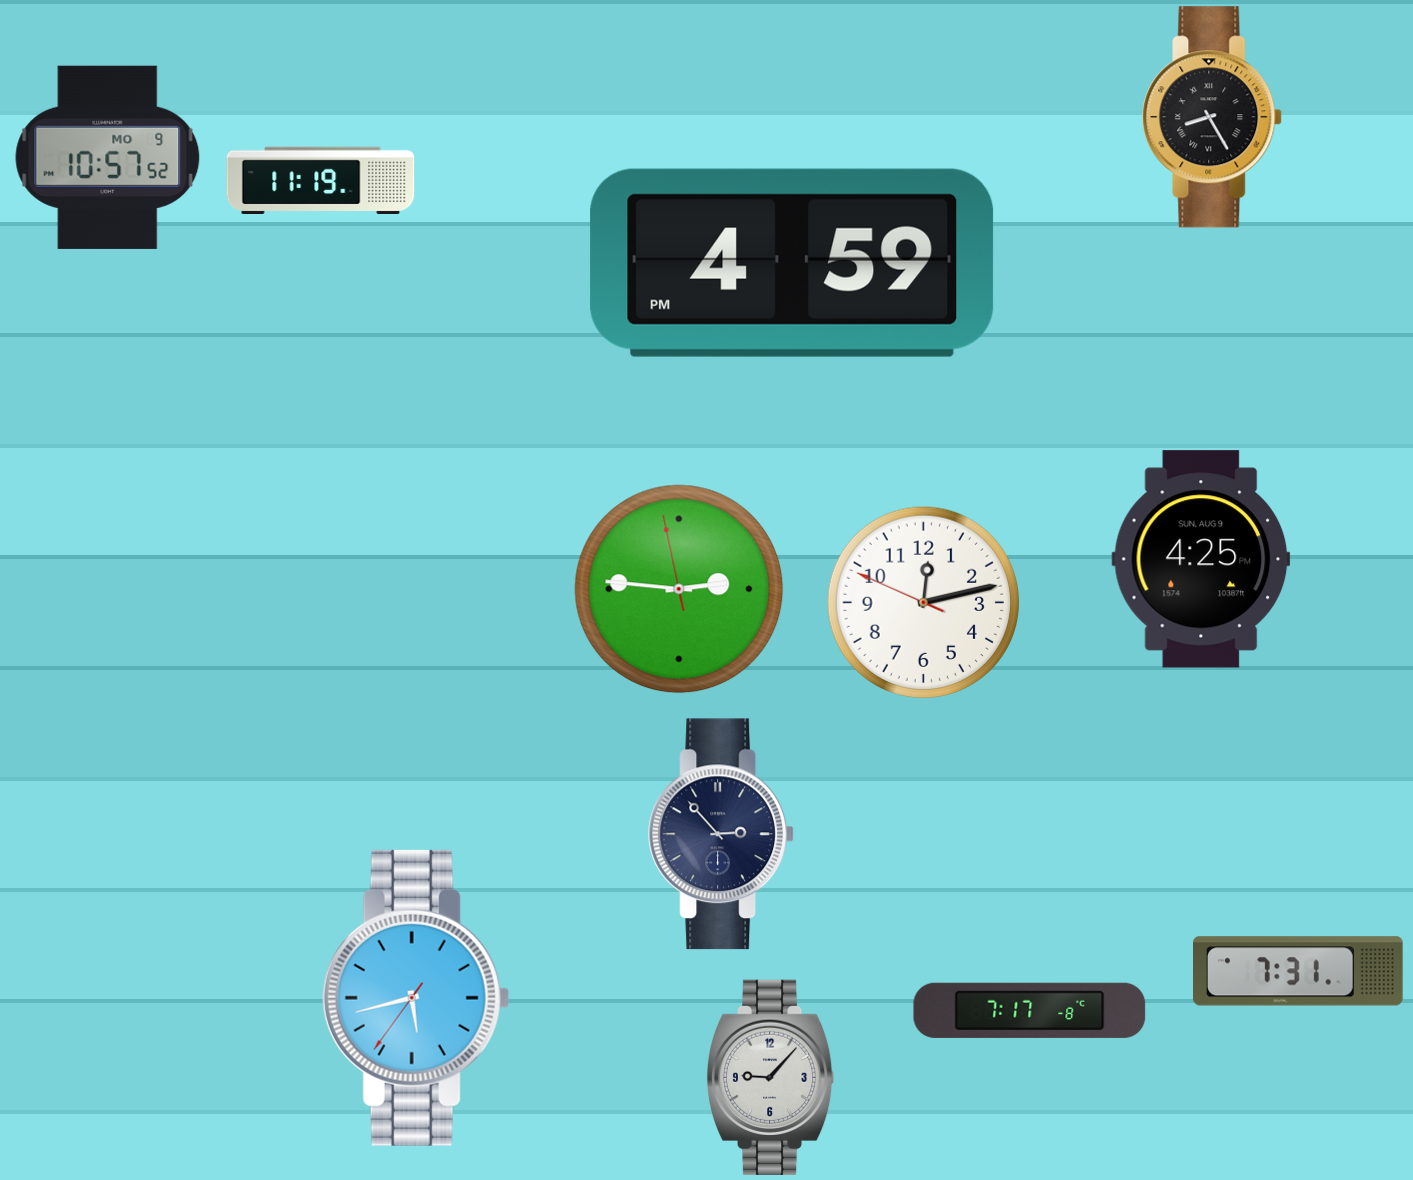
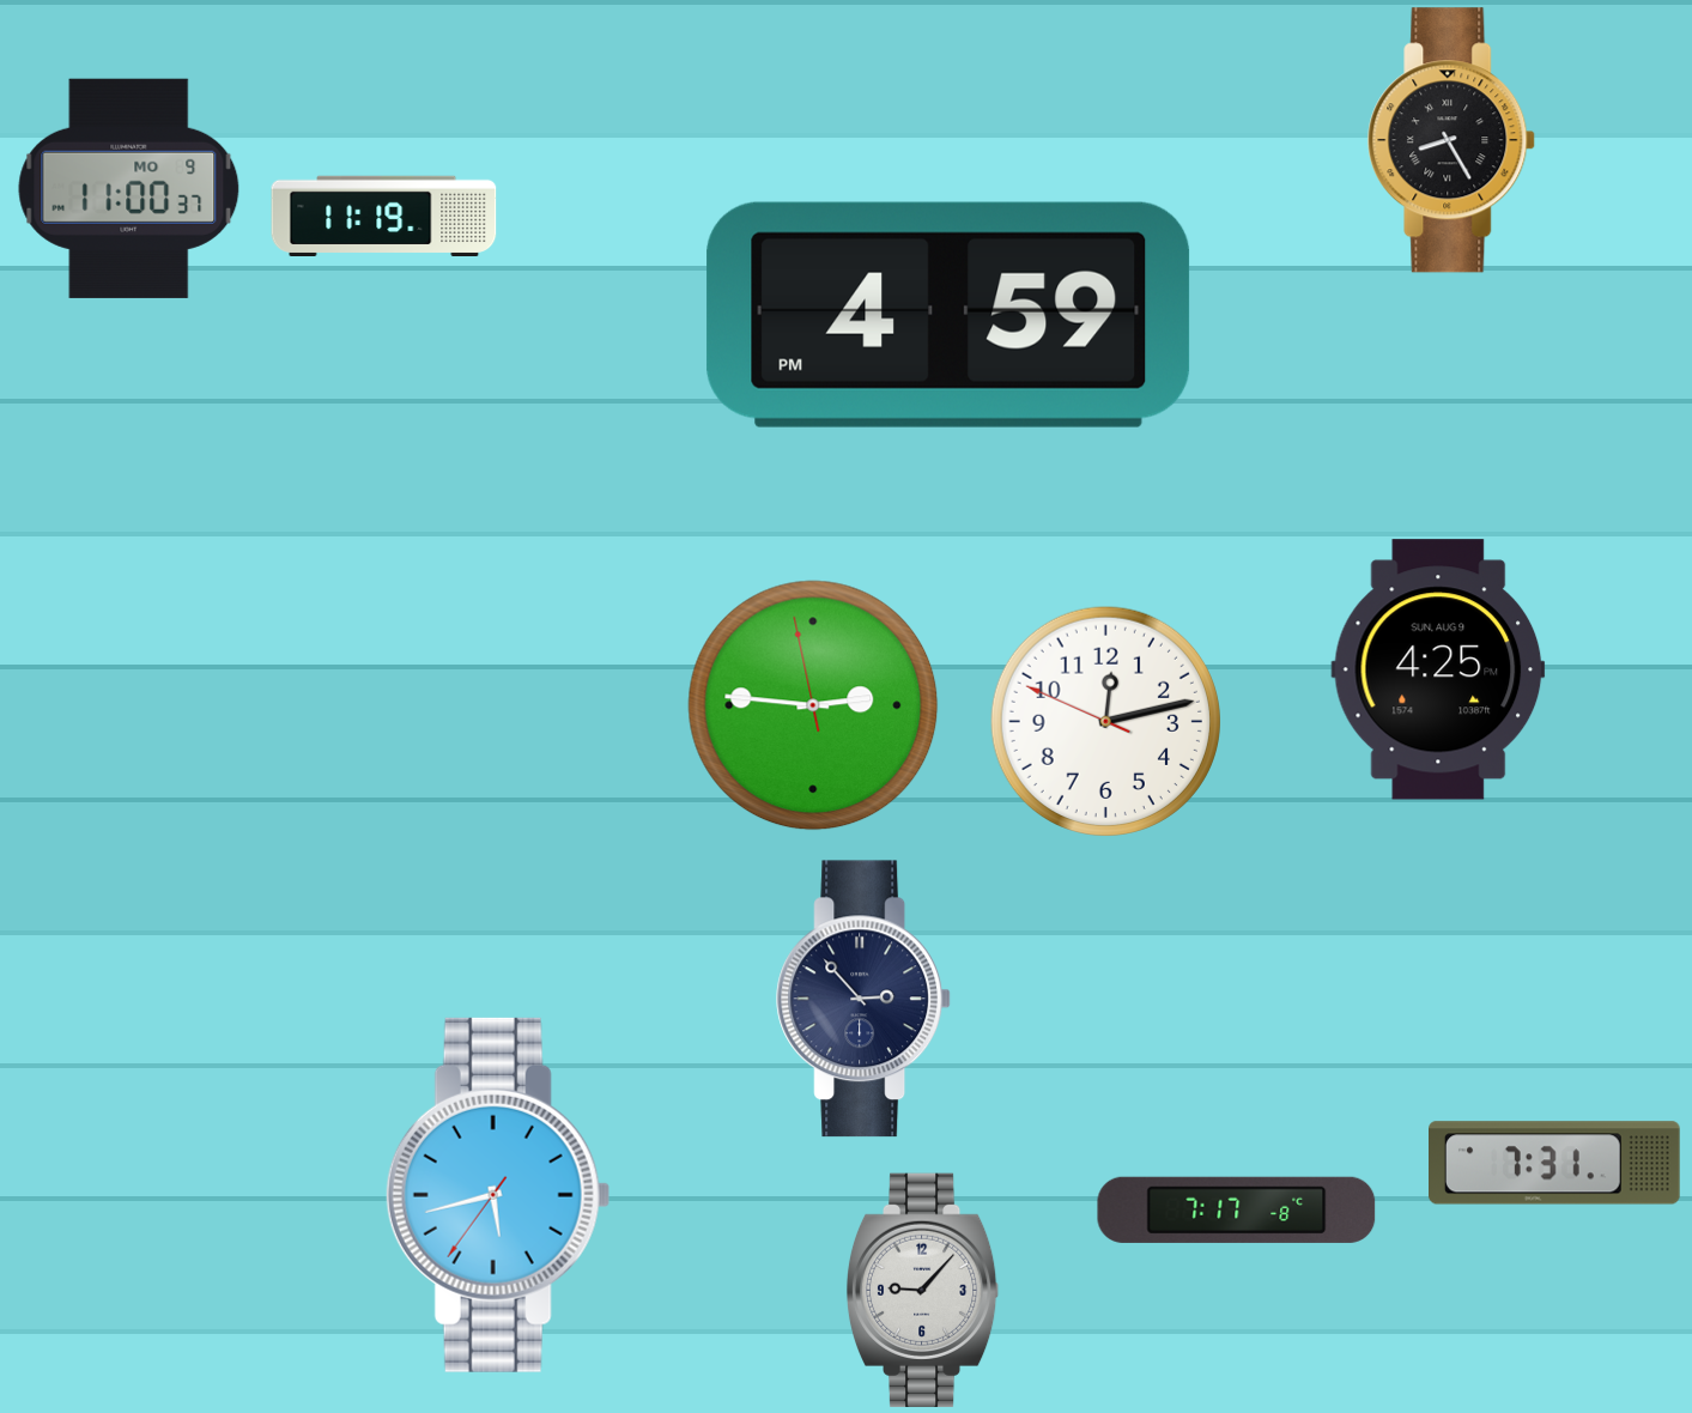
clock at (108, 157): 10:57 -> 11:00
clock at (1030, 1010) position: (1030, 1010) -> (1237, 1209)
